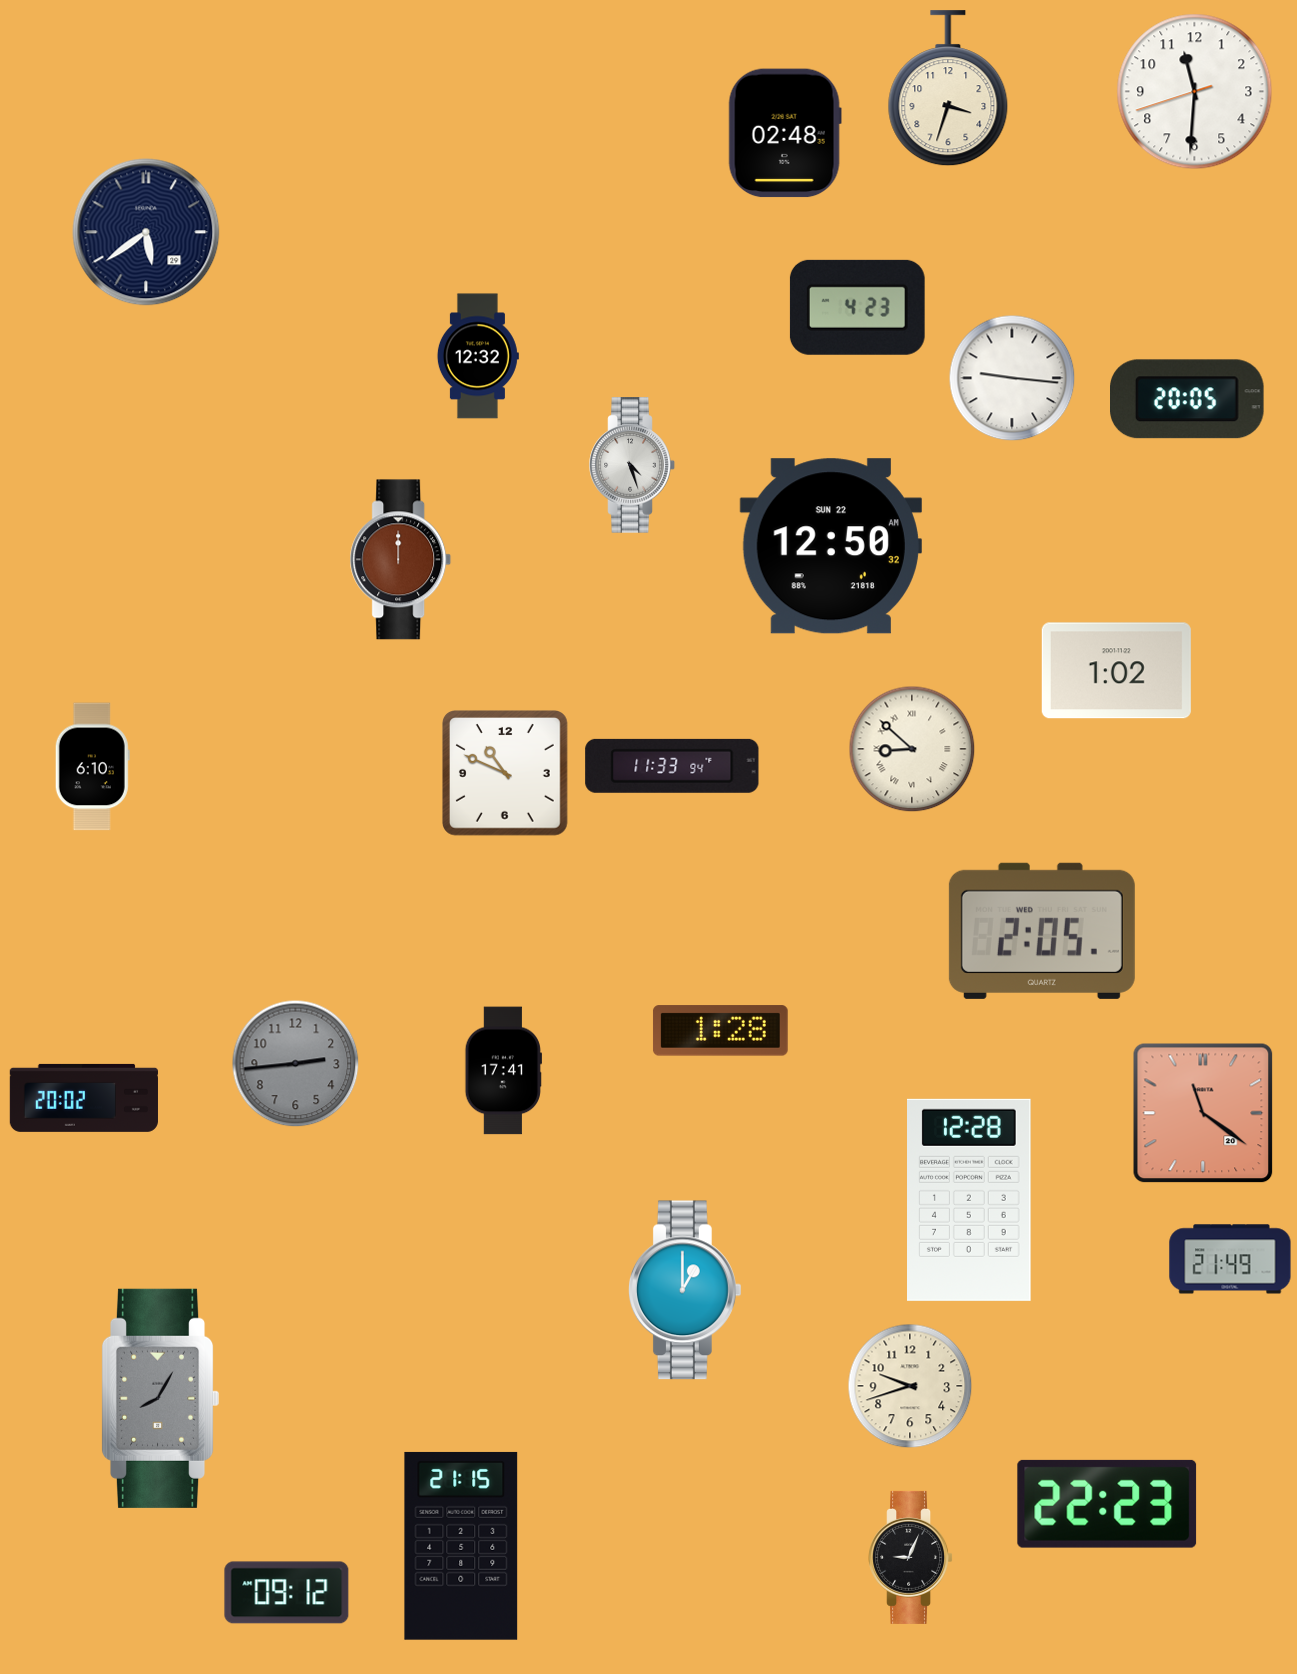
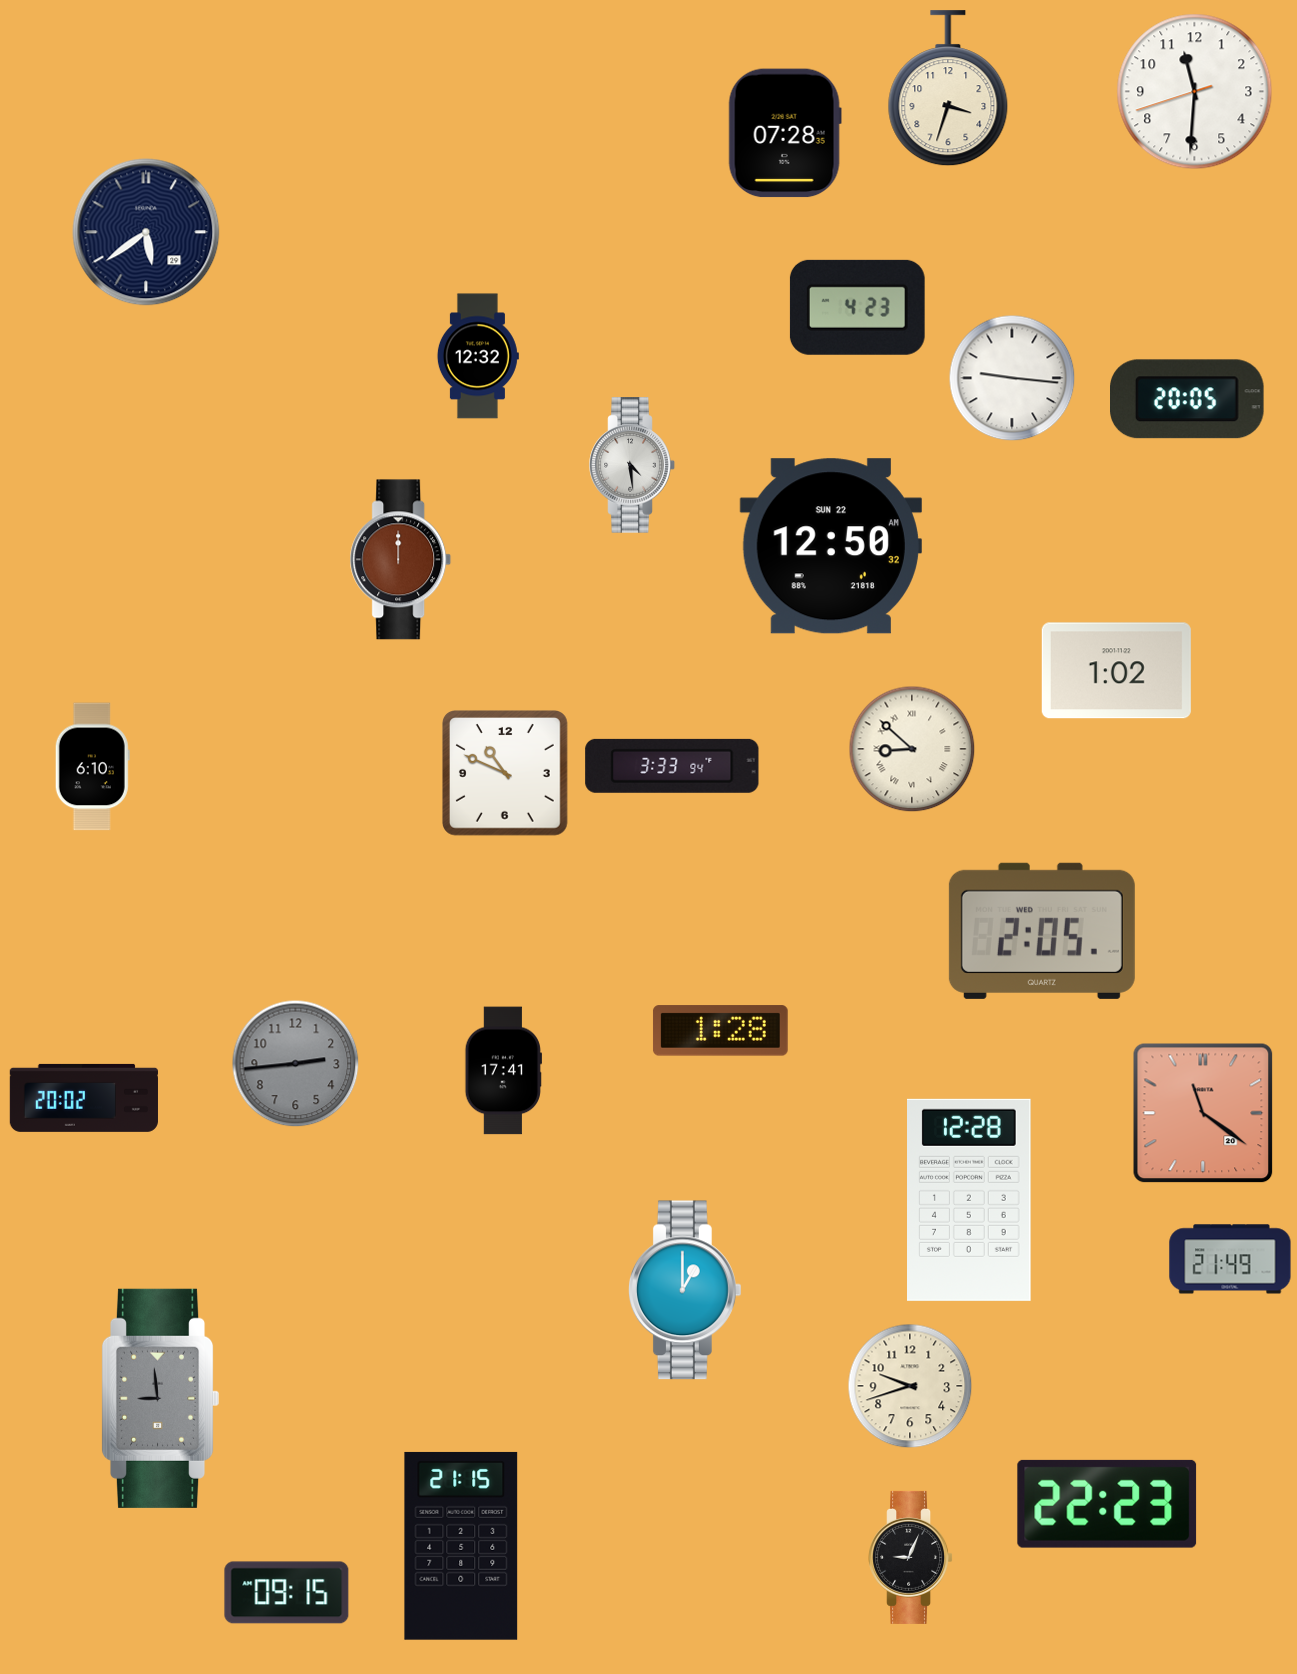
clock at (785, 133): 02:48 -> 07:28
clock at (632, 465): 4:27 -> 4:29
clock at (672, 766): 11:33 -> 3:33
clock at (160, 1398): 8:05 -> 8:59
clock at (287, 1593): 09:12 -> 09:15
